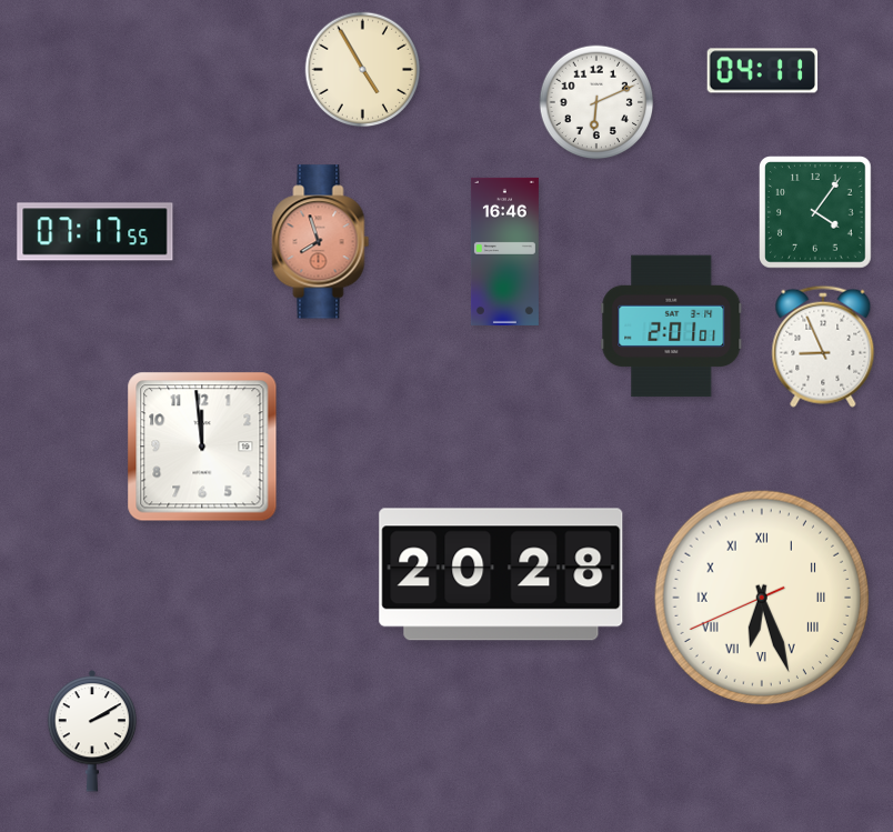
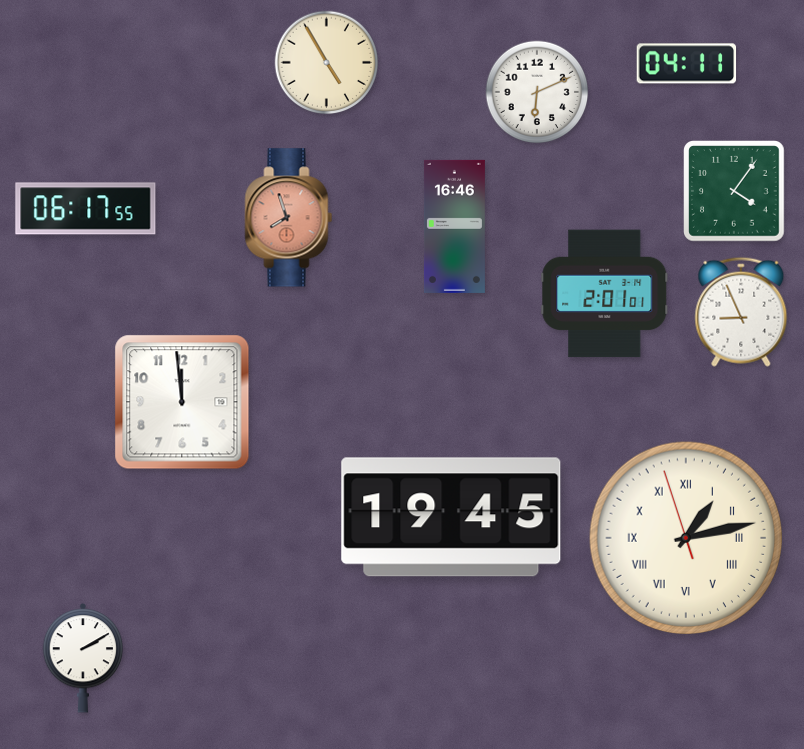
clock at (96, 232): 07:17 -> 06:17
clock at (501, 574): 20:28 -> 19:45
clock at (761, 597): 6:26 -> 1:12
